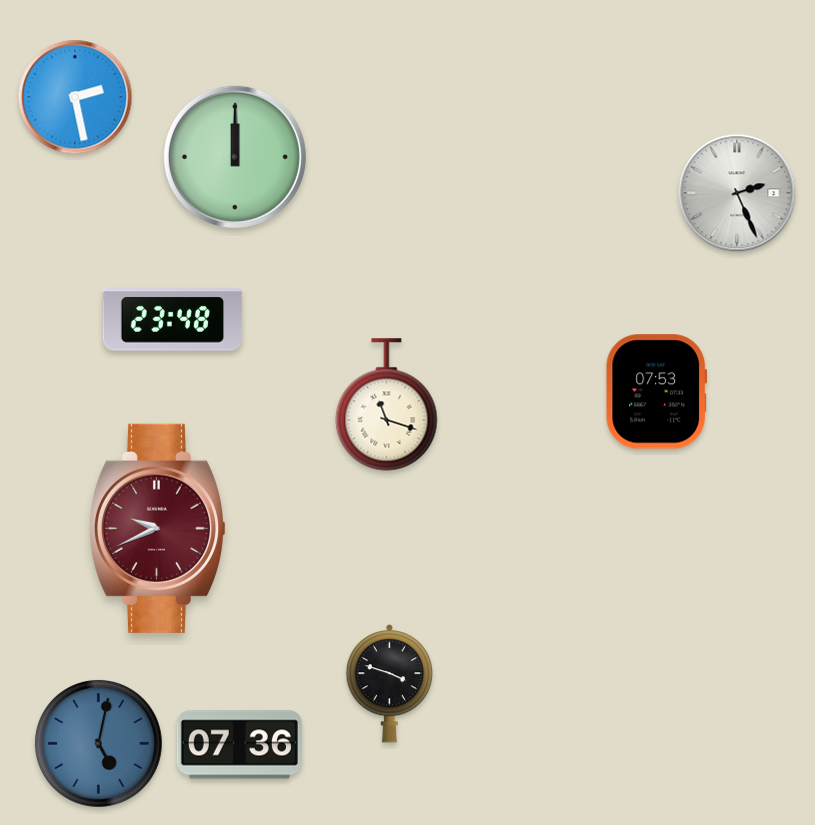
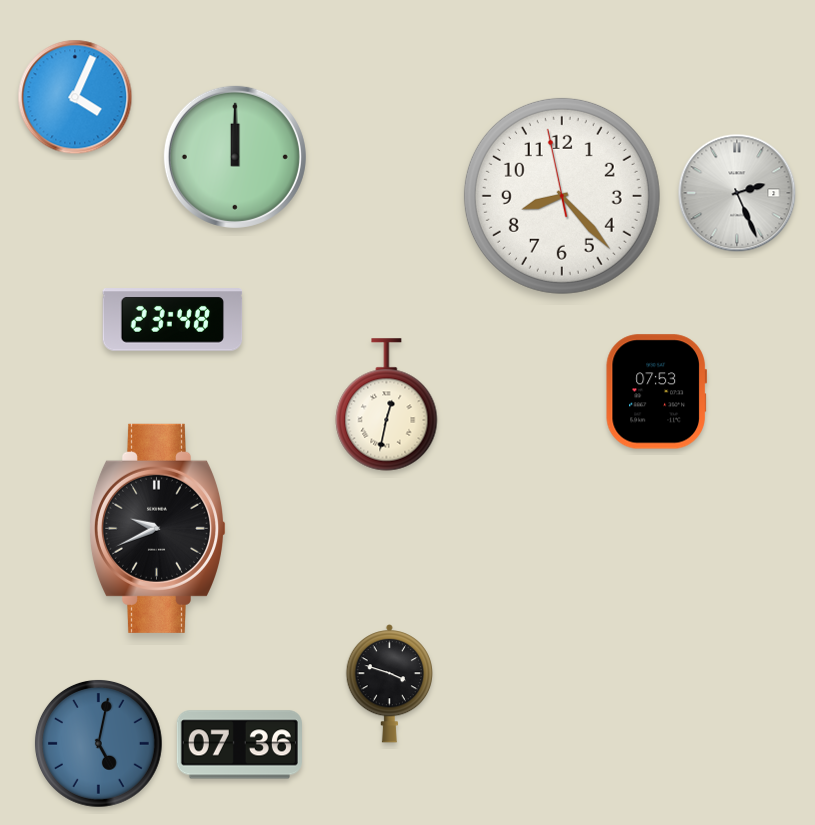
clock at (75, 97): 2:28 -> 4:04
clock at (562, 196): none -> 8:22
clock at (387, 405): 11:18 -> 12:32
clock at (157, 528) dial: burgundy -> black
